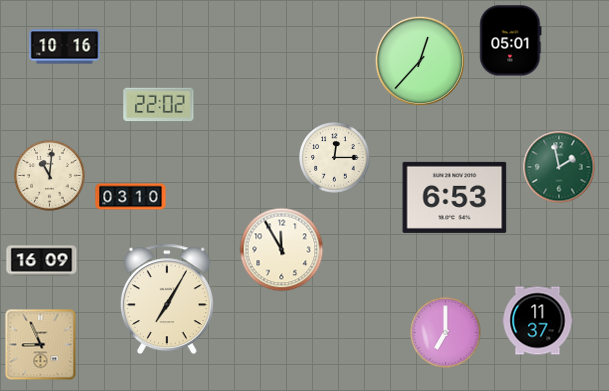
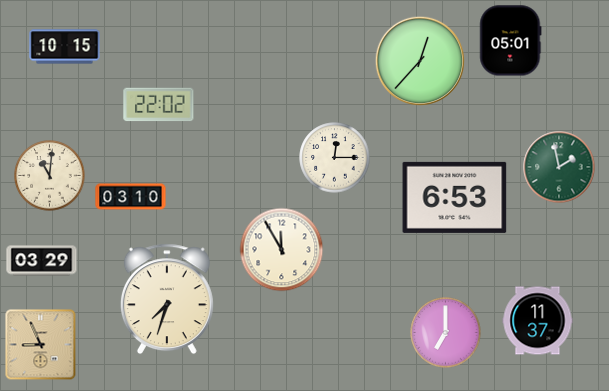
clock at (65, 47): 10:16 -> 10:15
clock at (42, 261): 16:09 -> 03:29
clock at (167, 299): 7:05 -> 7:33
